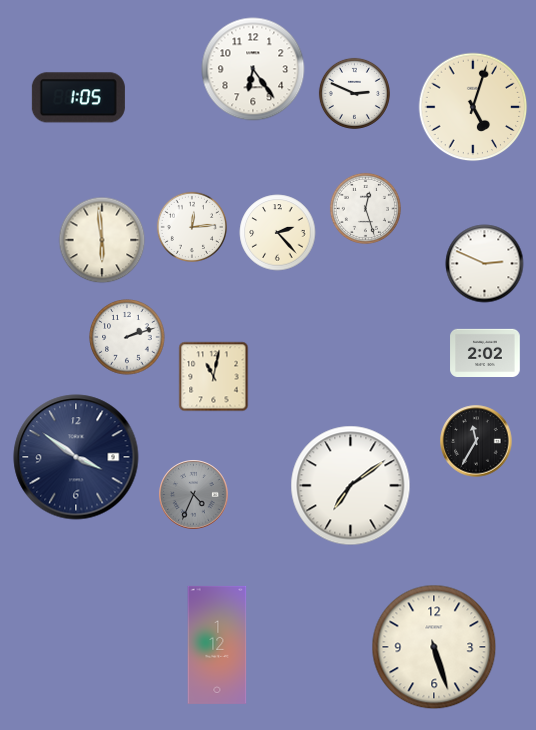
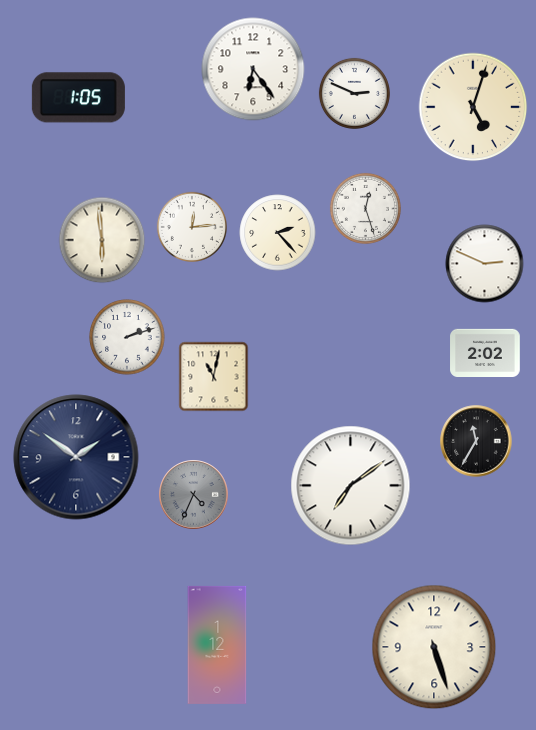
clock at (76, 457): 3:51 -> 1:51
